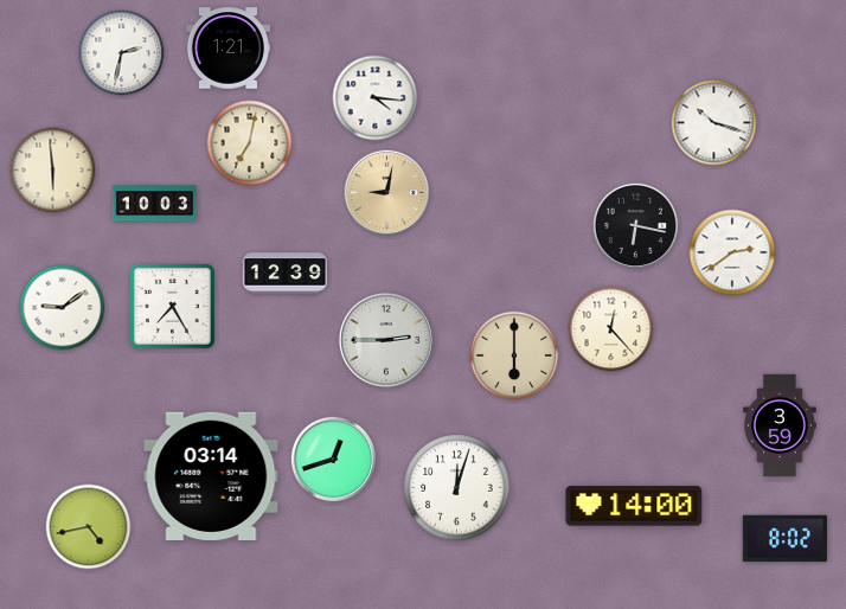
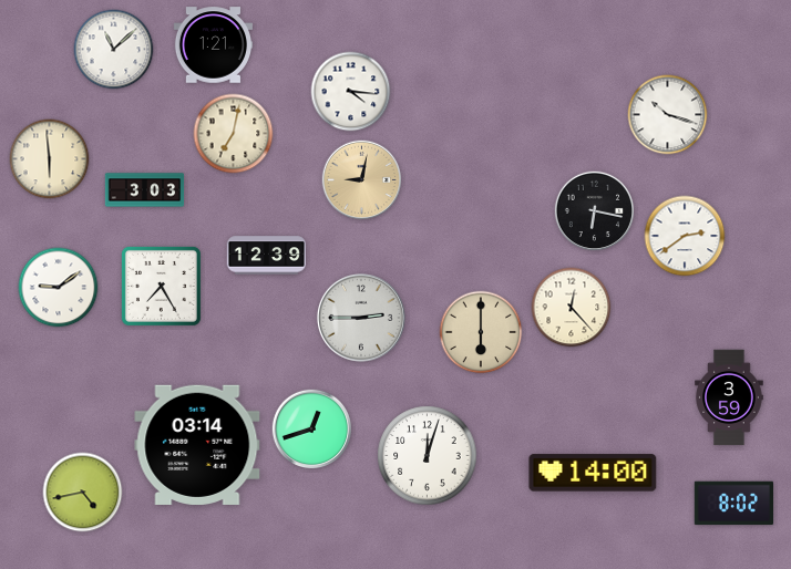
clock at (122, 53): 2:32 -> 11:08
clock at (155, 204): 10:03 -> 3:03
